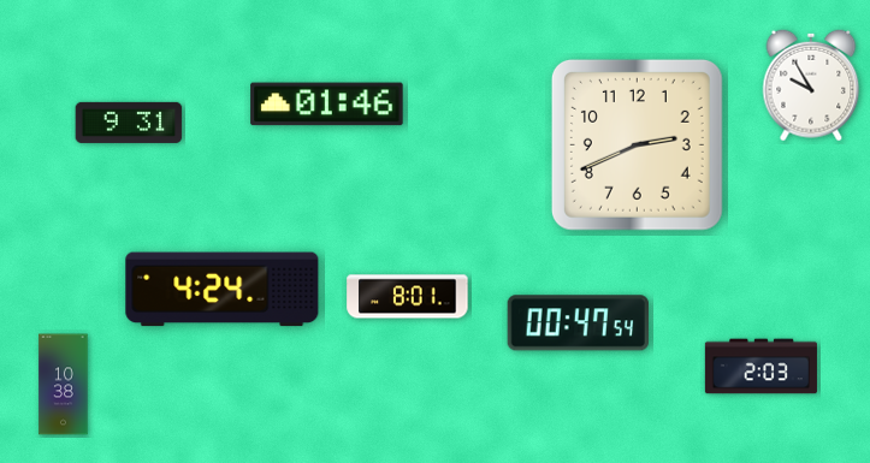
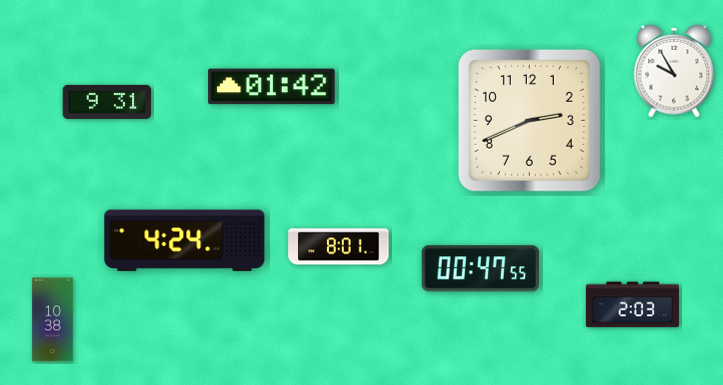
clock at (327, 105): 01:46 -> 01:42
clock at (578, 323): 00:47:54 -> 00:47:55
